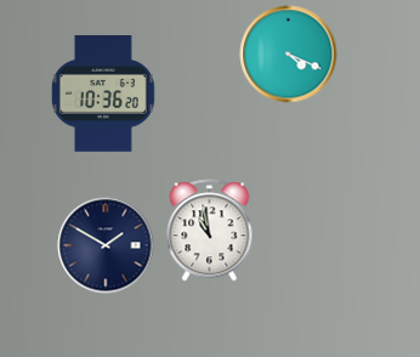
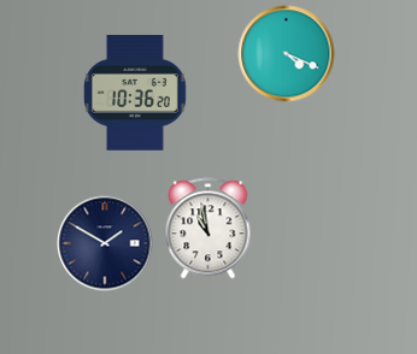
clock at (103, 95) position: (103, 95) -> (135, 94)
